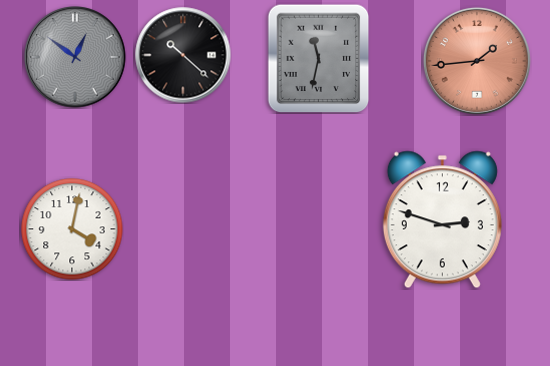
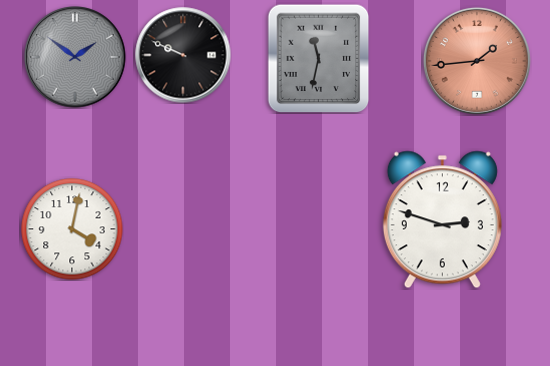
clock at (183, 55): 10:22 -> 9:49
clock at (75, 57): 12:51 -> 1:51
